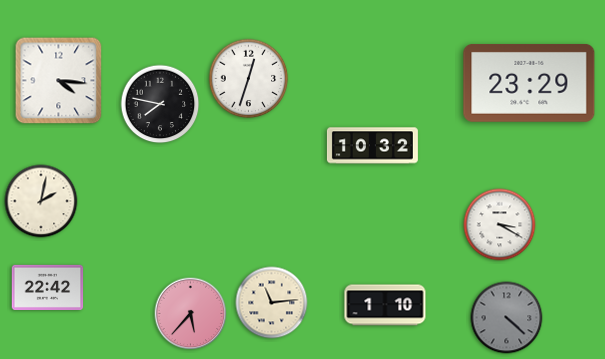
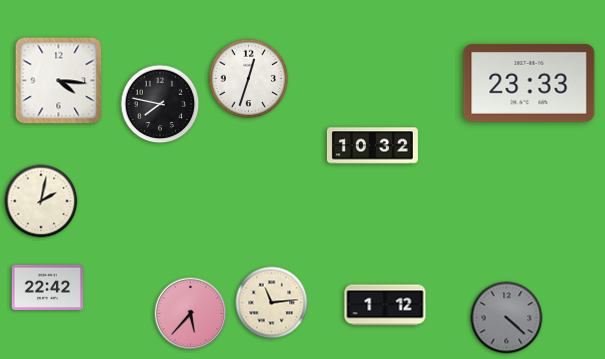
clock at (529, 83): 23:29 -> 23:33
clock at (500, 225): 3:20 -> none
clock at (385, 305): 1:10 -> 1:12
